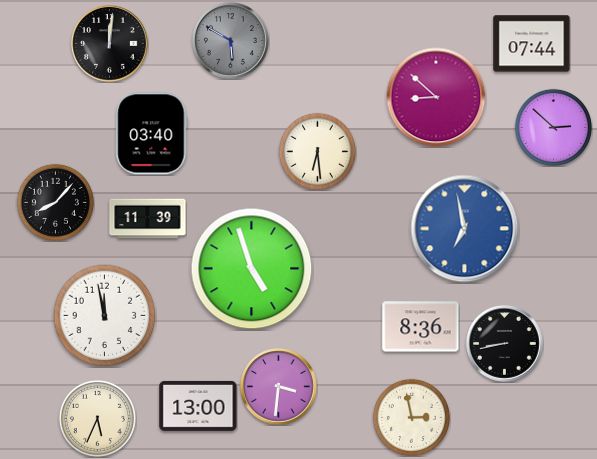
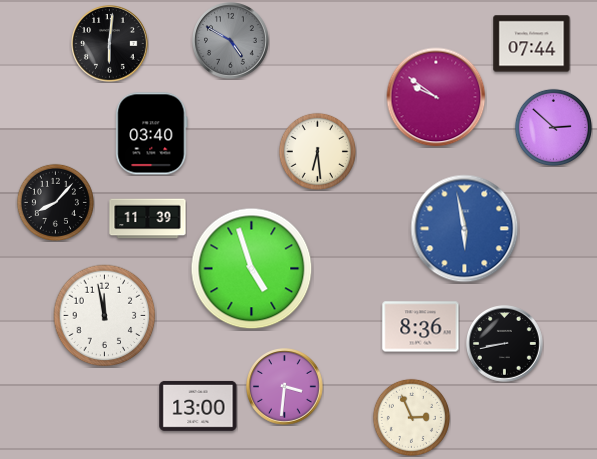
clock at (231, 41): 5:50 -> 4:50
clock at (110, 44): 12:01 -> 6:01
clock at (436, 97): 8:52 -> 9:51
clock at (465, 229): 6:58 -> 5:58
clock at (279, 387) position: (279, 387) -> (285, 387)
clock at (411, 417): 2:58 -> 2:56
clock at (97, 418): 5:34 -> none
